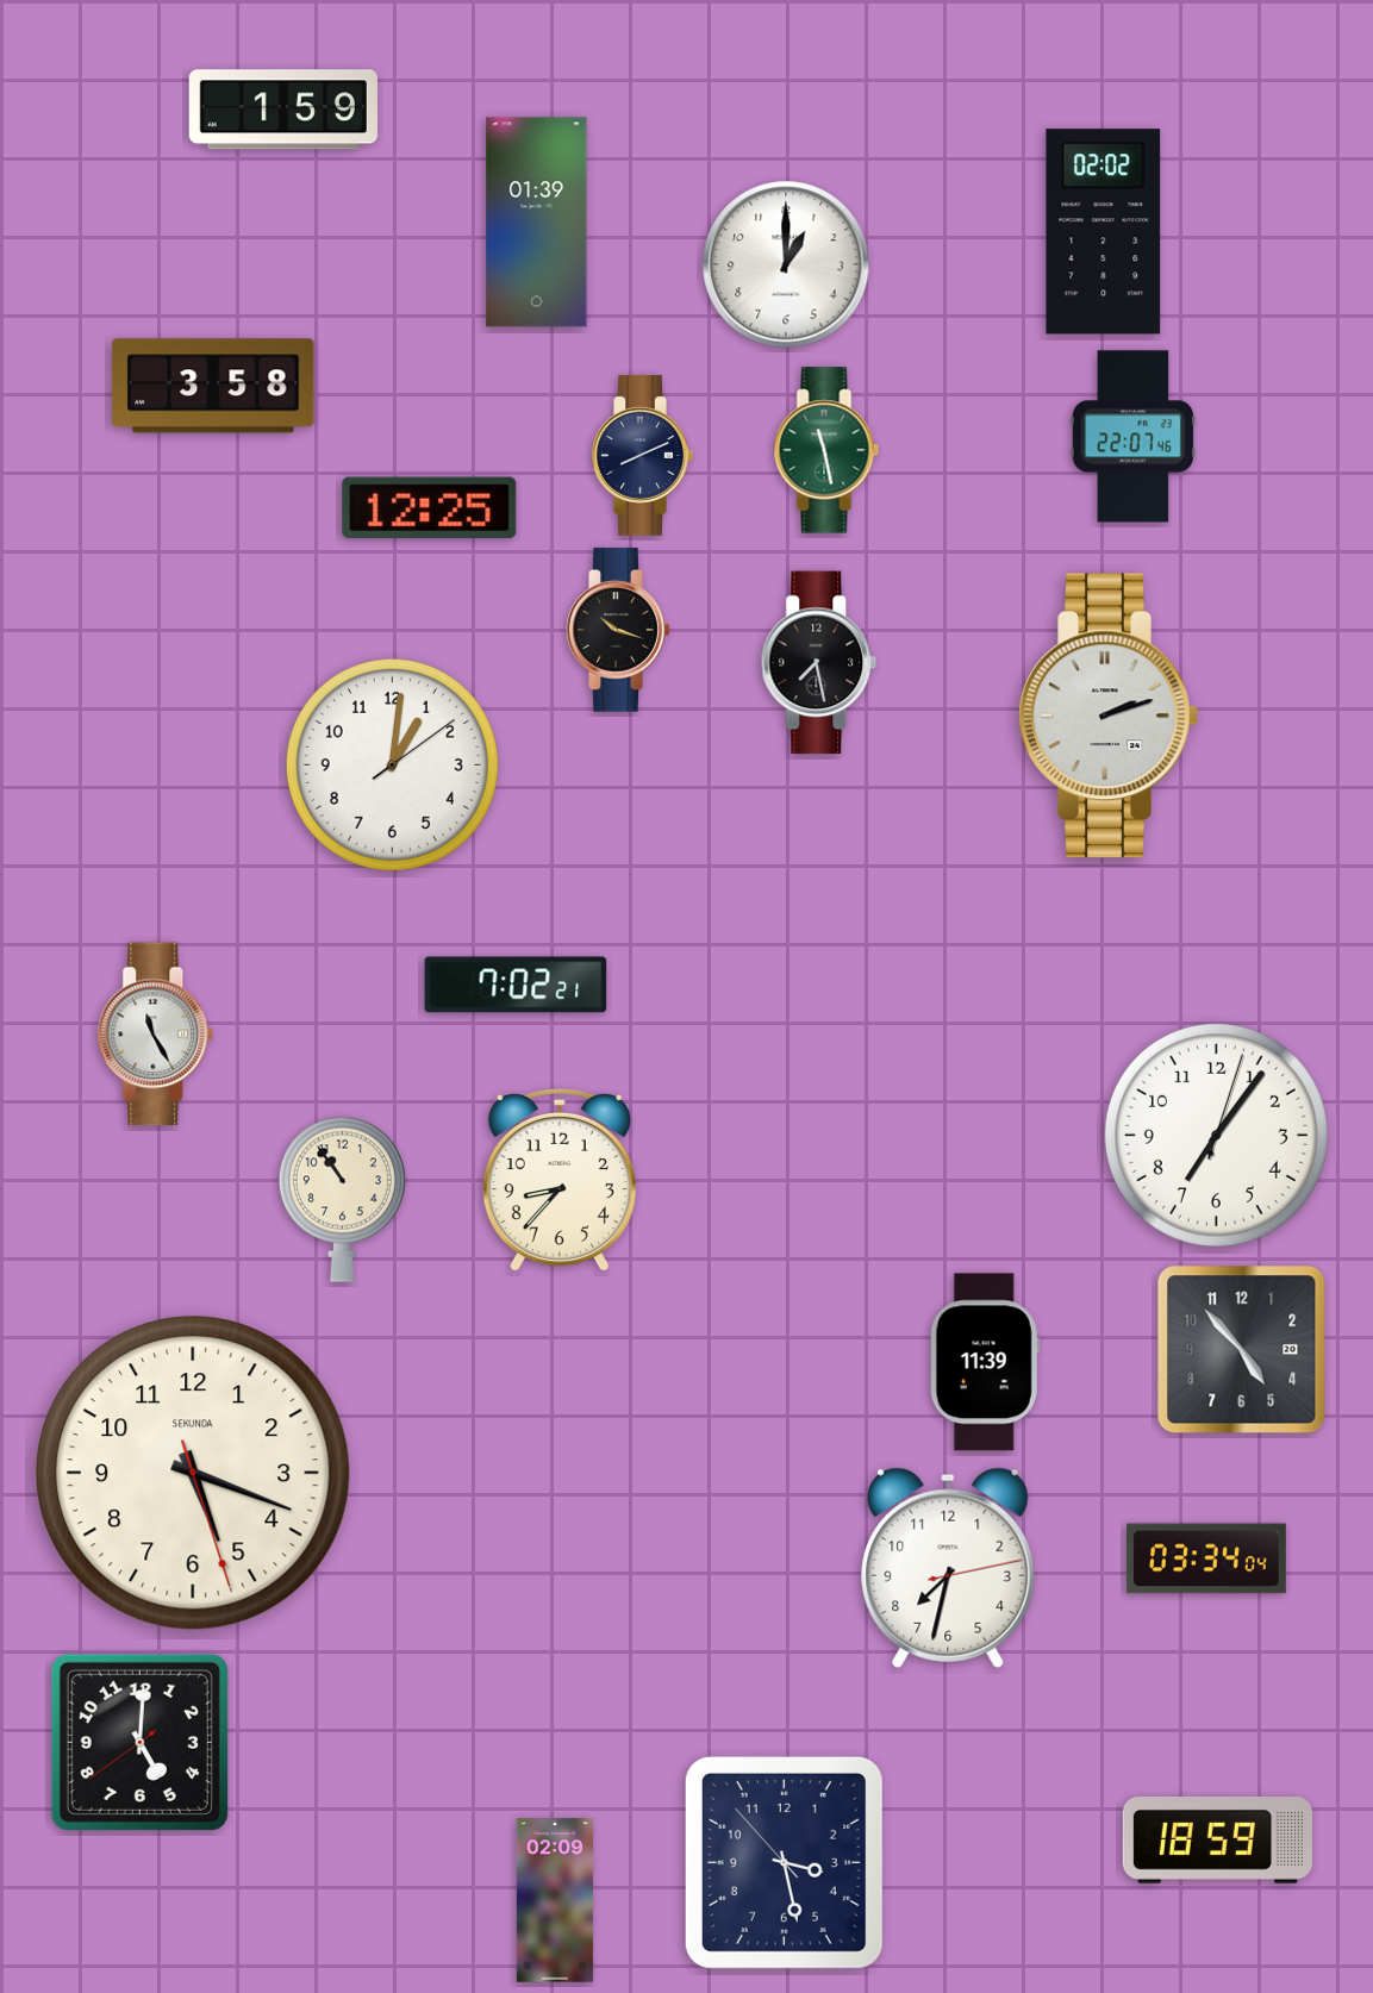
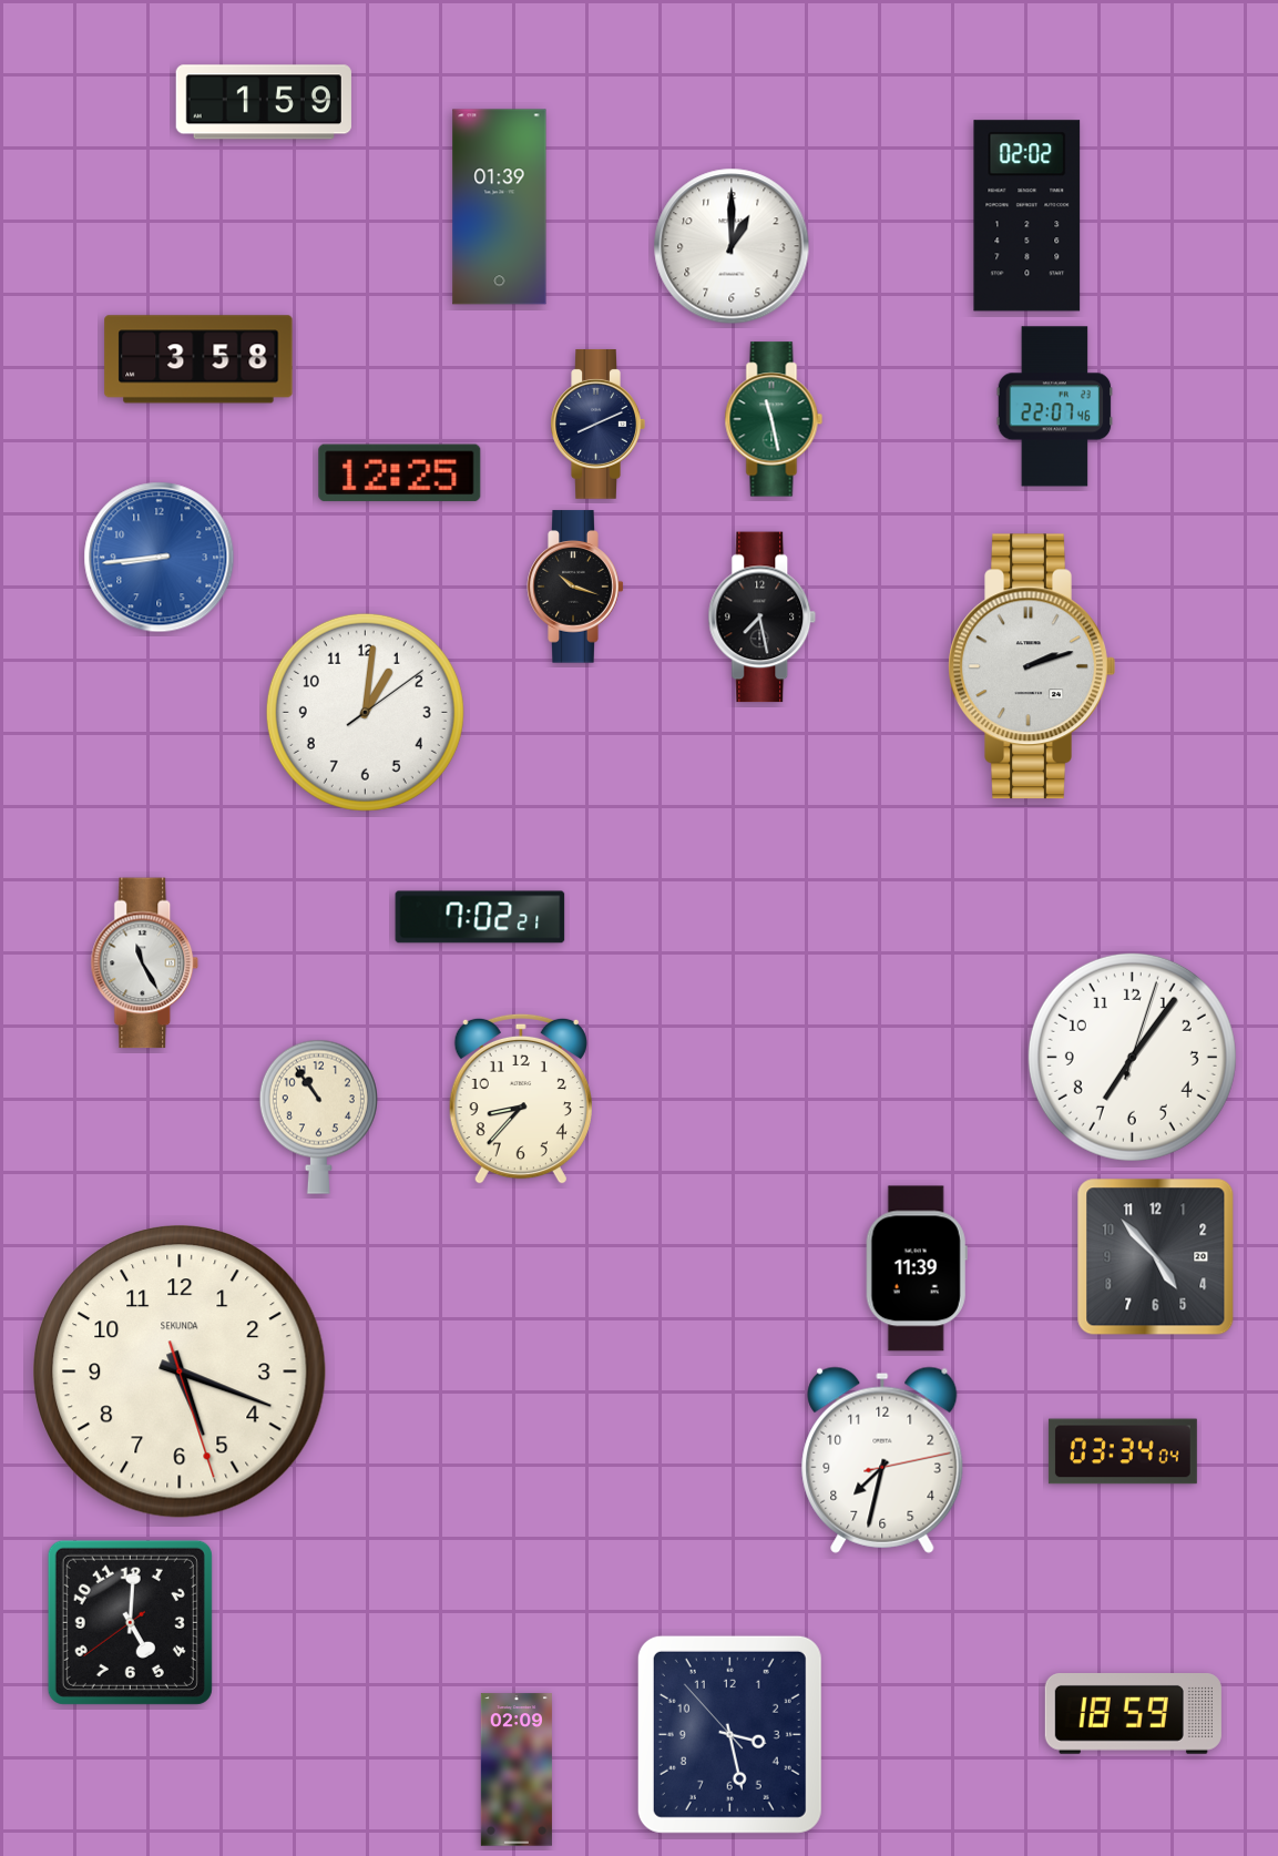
clock at (826, 450) position: (826, 450) -> (774, 419)
clock at (160, 558): none -> 8:44
